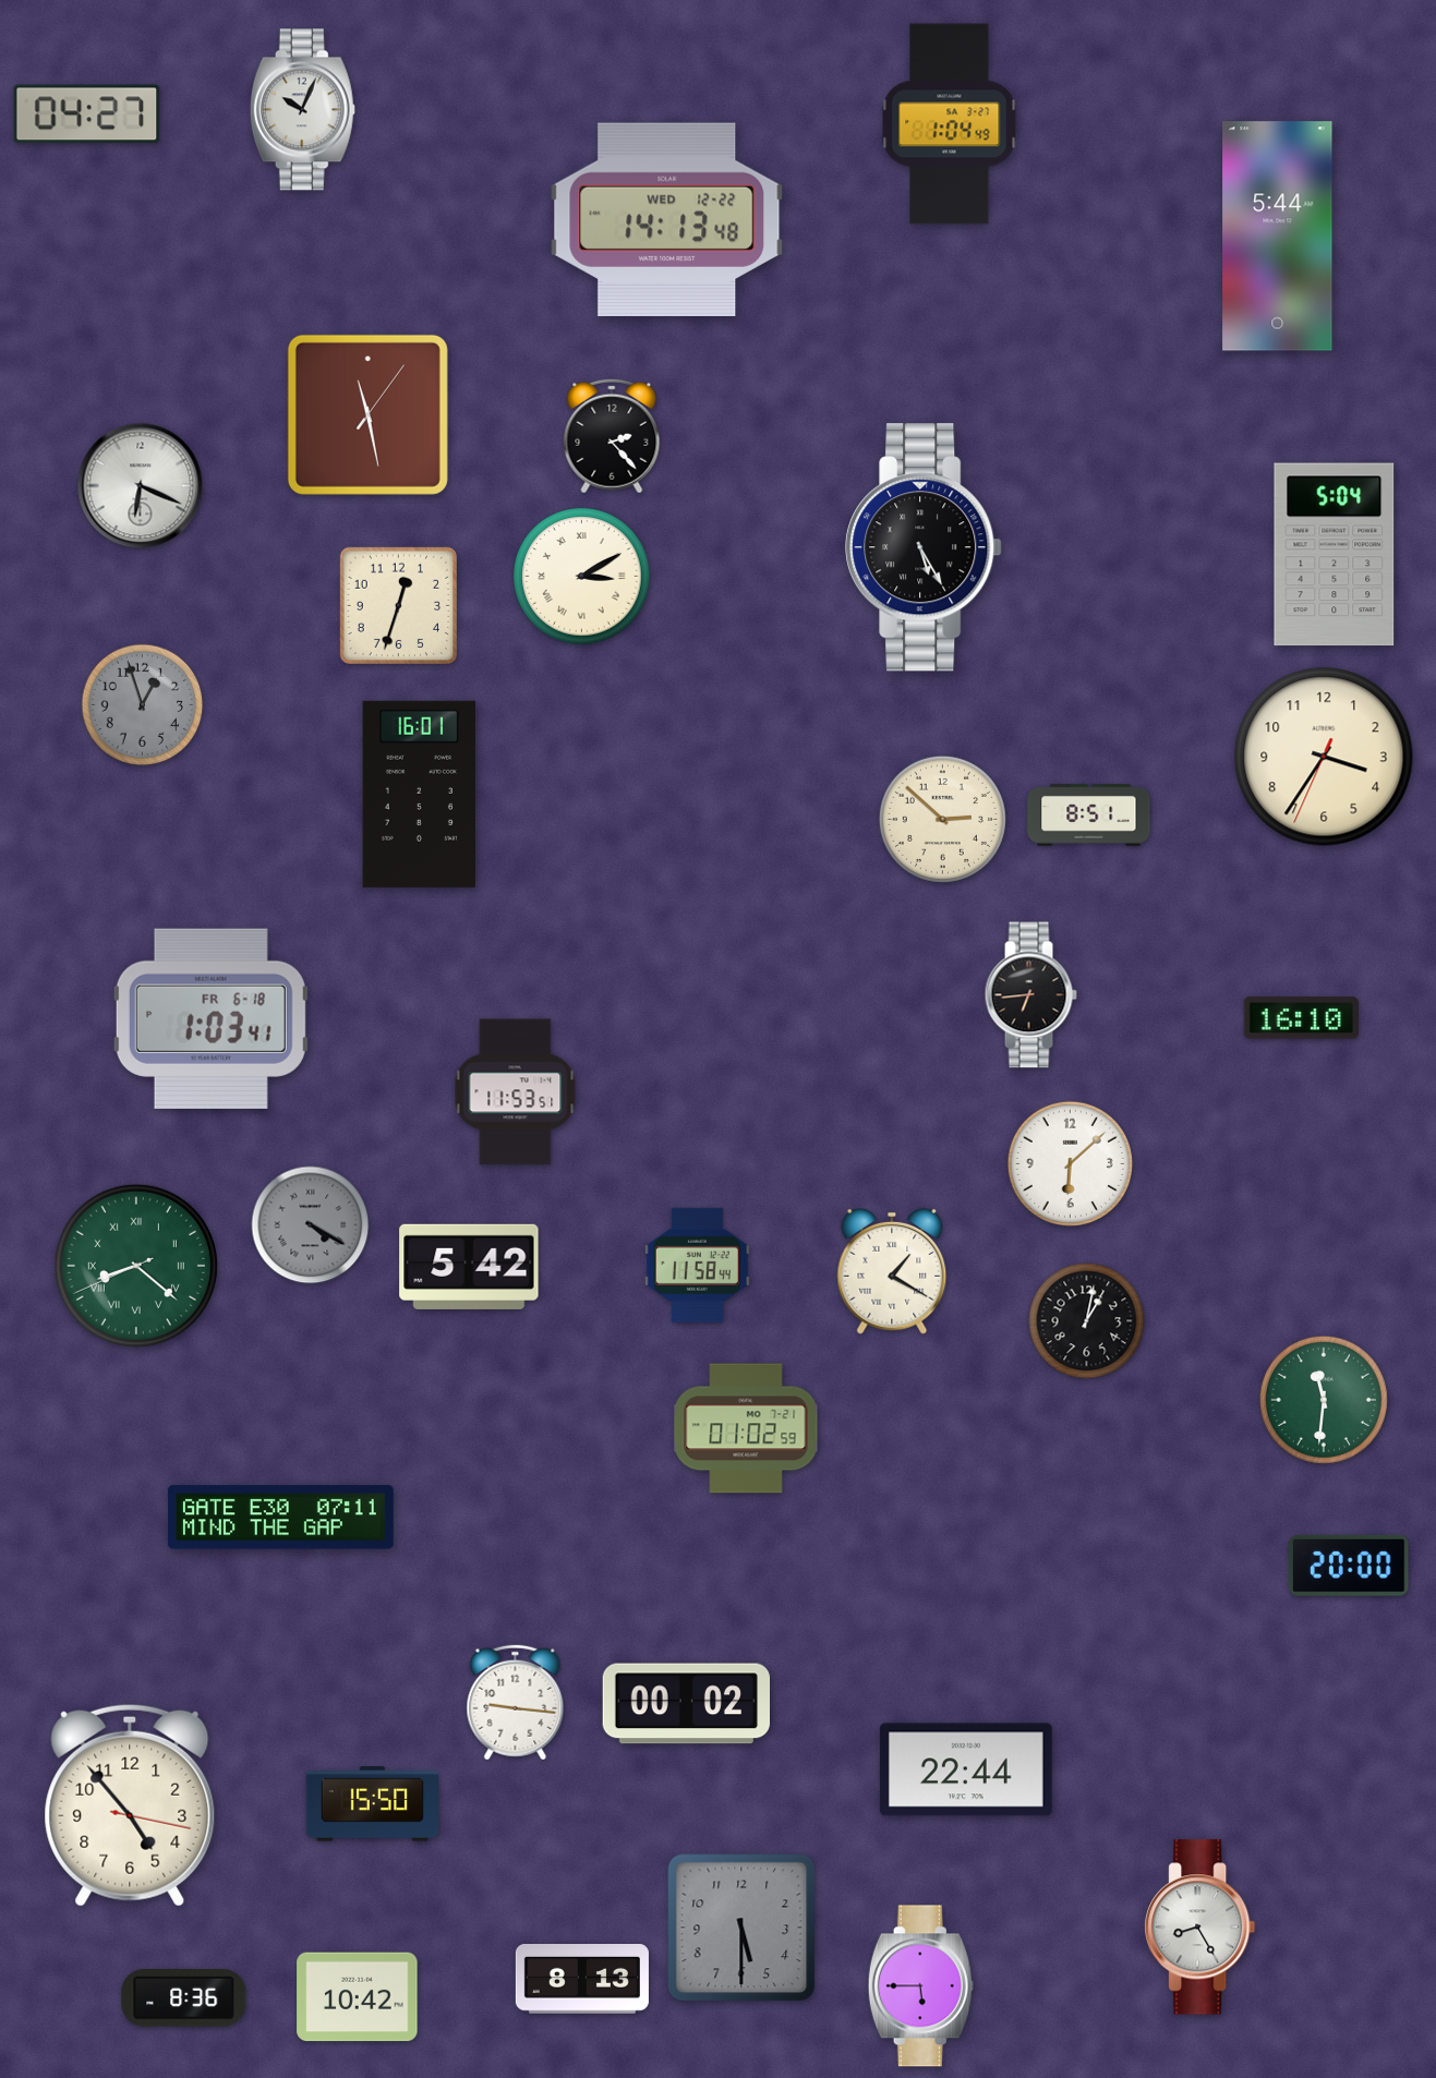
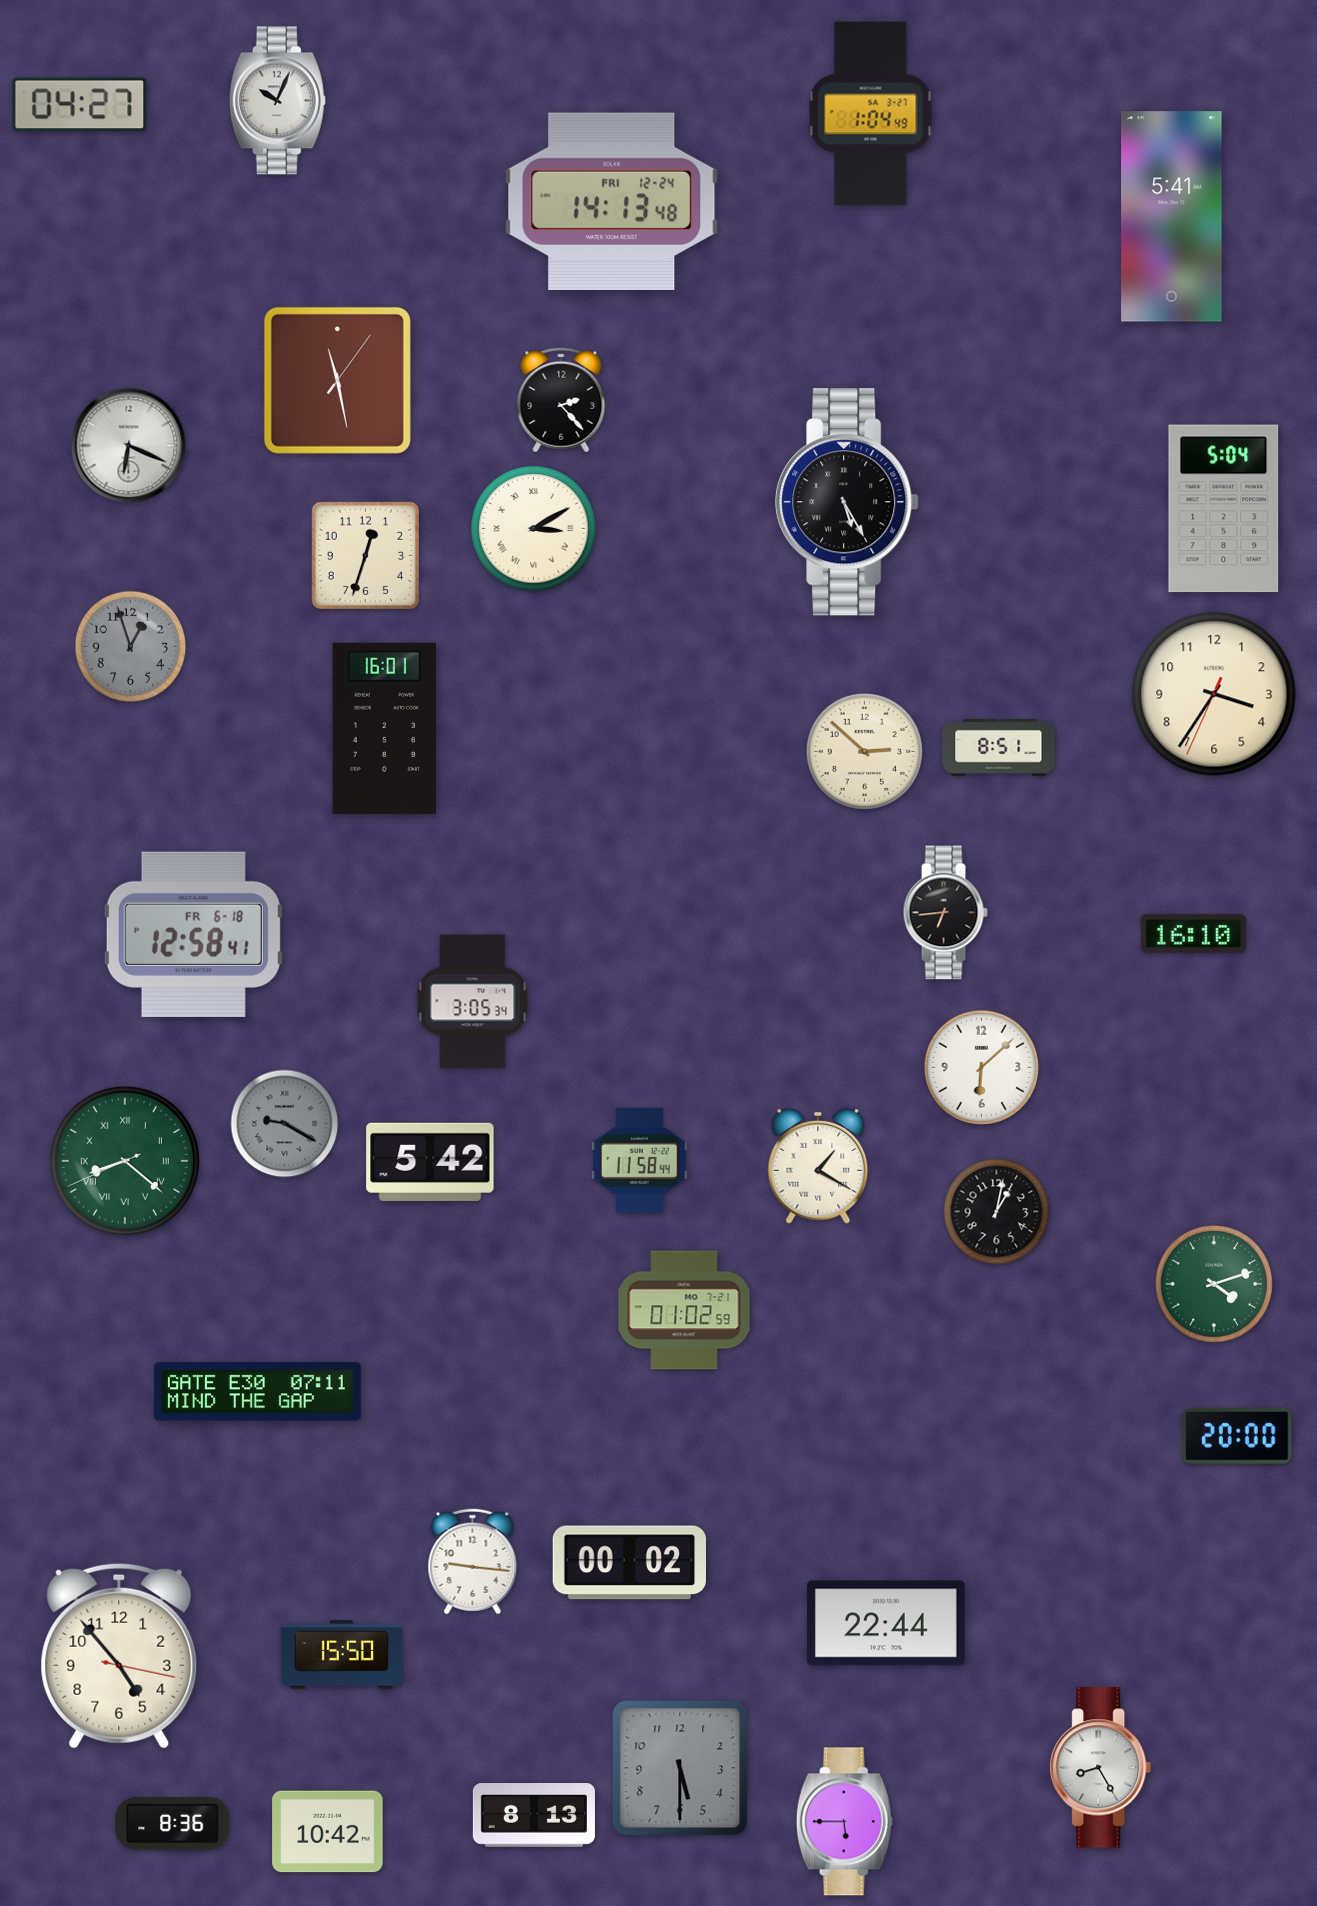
clock at (667, 219) date: WED 12-22 -> FRI 12-24
clock at (1278, 237): 5:44 -> 5:41
clock at (210, 1018): 1:03 -> 12:58
clock at (516, 1092): 11:53 -> 3:05
clock at (311, 1225): 4:20 -> 9:20
clock at (1324, 1400): 11:31 -> 4:12
clock at (184, 1998) position: (184, 1998) -> (173, 1824)
